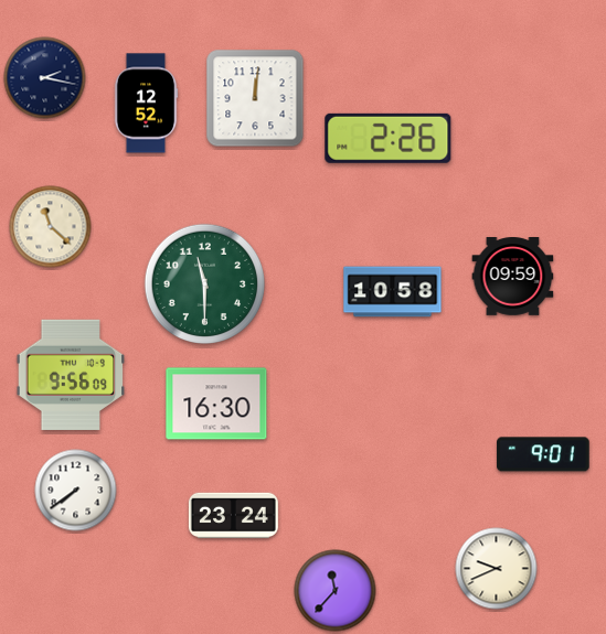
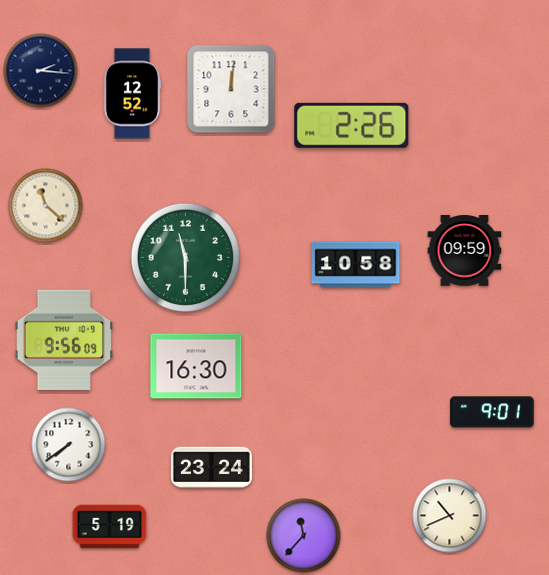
clock at (45, 78): 2:17 -> 2:16
clock at (497, 569): 9:41 -> 10:41
clock at (110, 527): none -> 5:19
